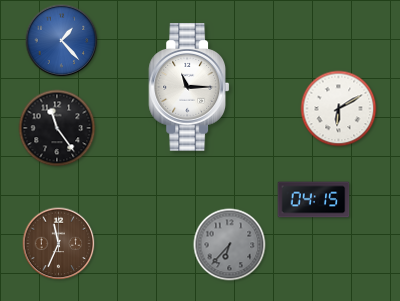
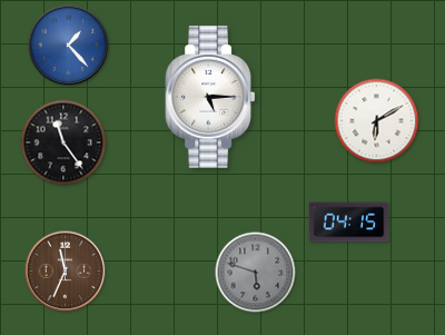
clock at (189, 87): 11:15 -> 5:15
clock at (230, 245): 6:37 -> 5:48
